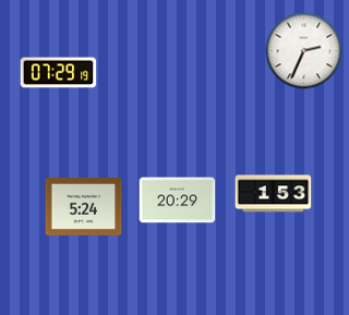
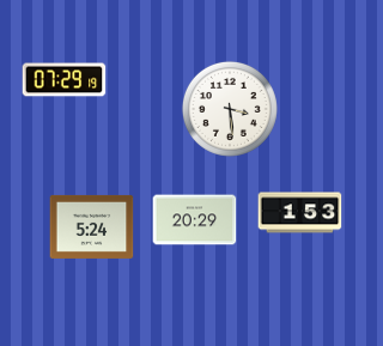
clock at (304, 51): 2:34 -> none
clock at (230, 109): none -> 3:29
